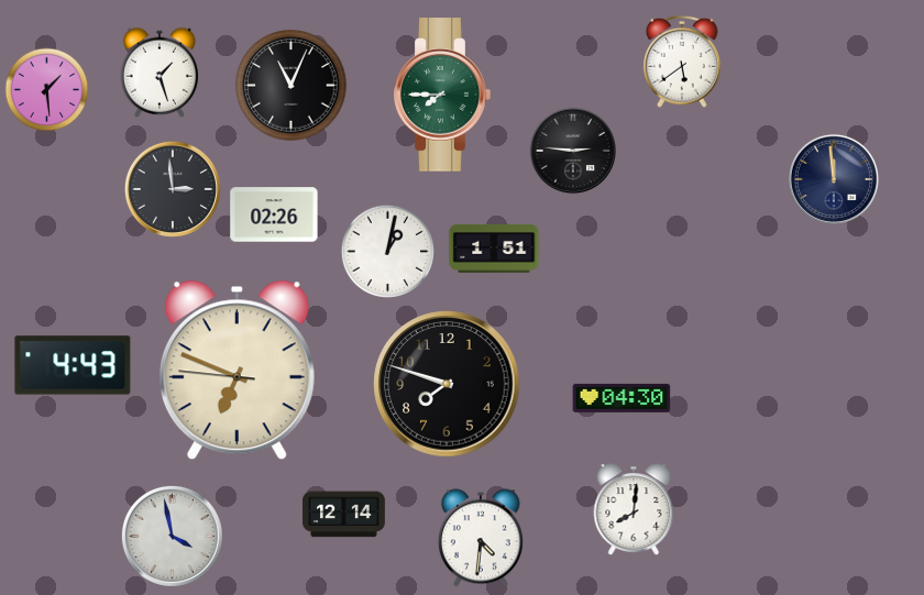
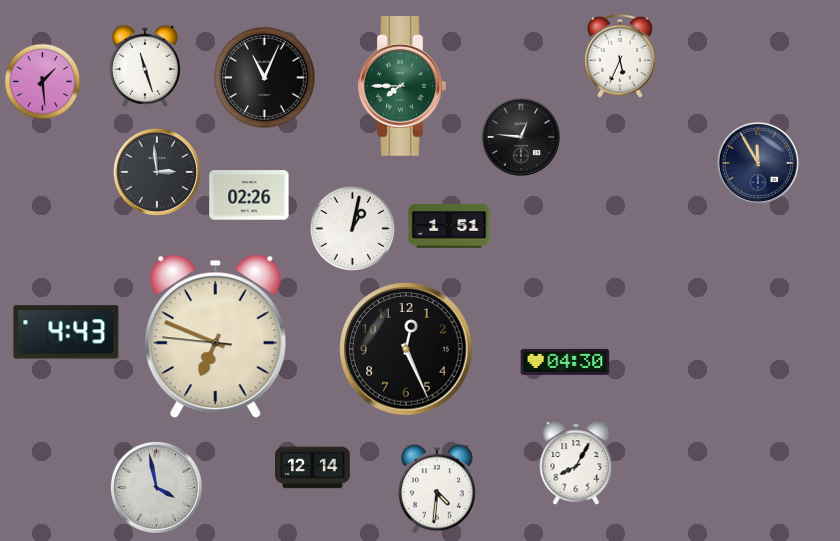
clock at (682, 62): 5:39 -> 5:34
clock at (159, 73): 1:27 -> 11:27
clock at (573, 151): 2:46 -> 12:46
clock at (834, 179): 11:59 -> 11:55
clock at (447, 384): 7:48 -> 12:26
clock at (634, 509): 8:01 -> 8:05
